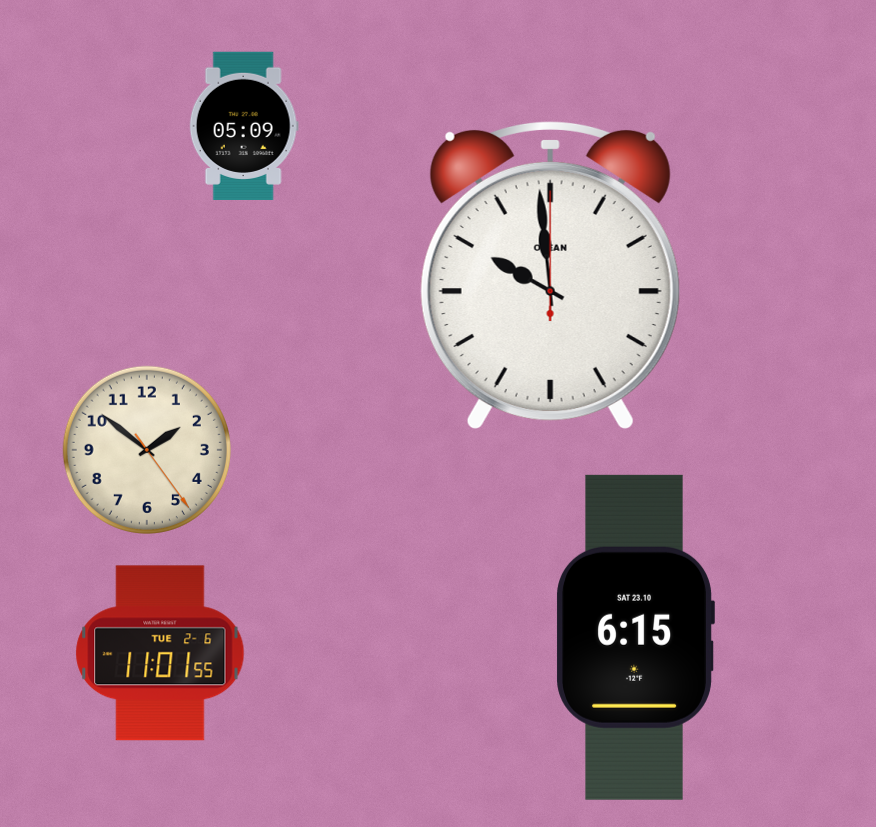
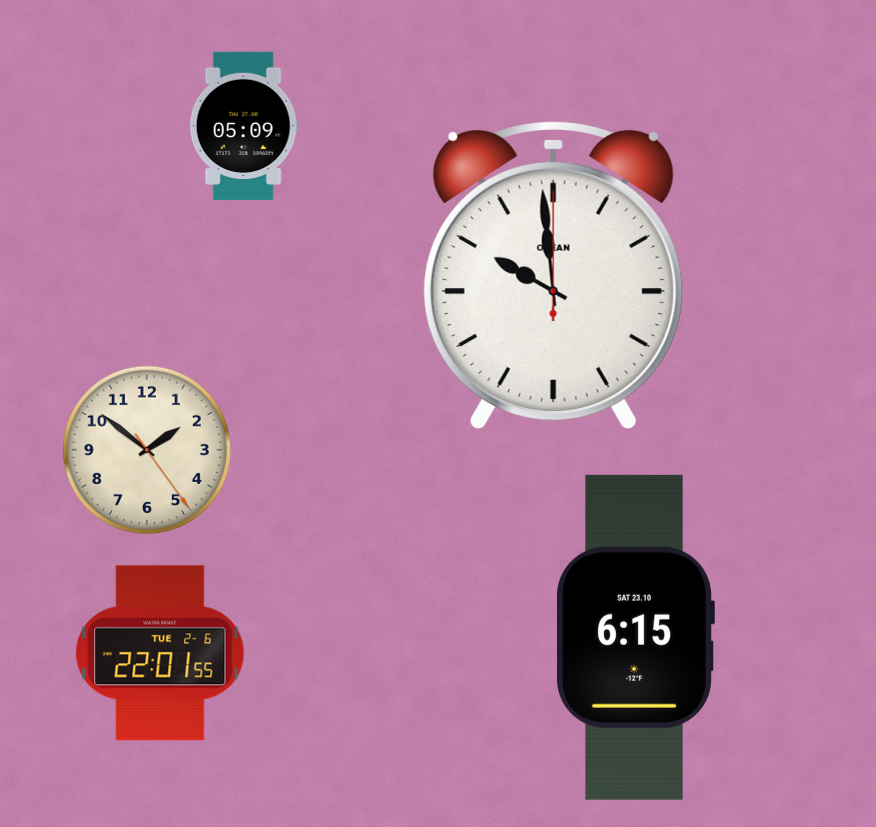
clock at (550, 275) position: (550, 275) -> (553, 275)
clock at (160, 653): 11:01 -> 22:01
